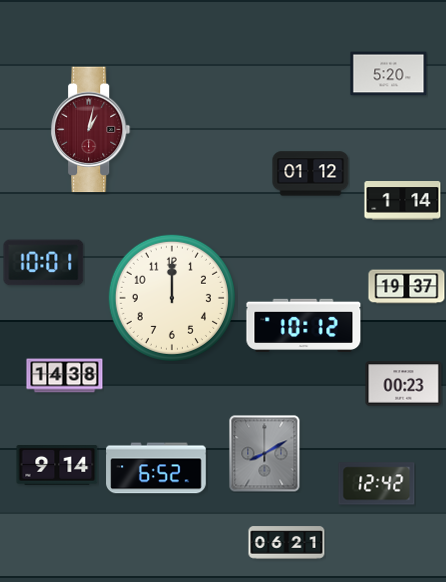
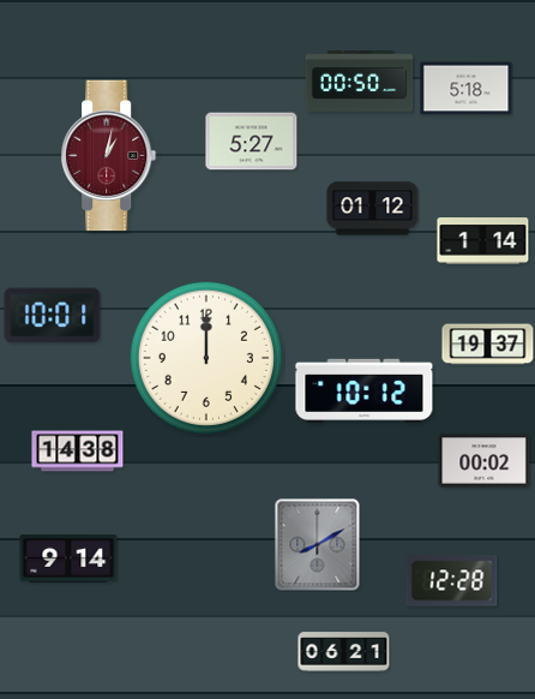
clock at (360, 82): none -> 00:50
clock at (389, 74): 5:20 -> 5:18
clock at (252, 142): none -> 5:27
clock at (404, 384): 00:23 -> 00:02
clock at (156, 468): 6:52 -> none
clock at (377, 484): 12:42 -> 12:28
